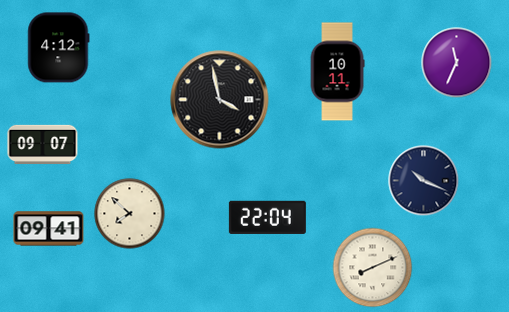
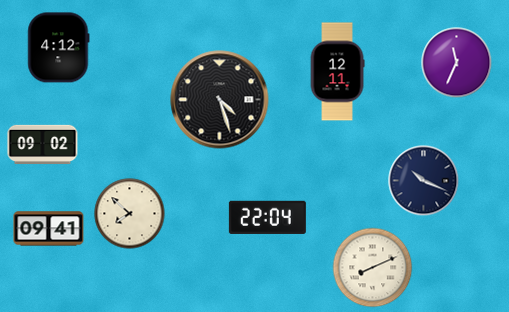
clock at (337, 72): 10:11 -> 12:11
clock at (220, 100): 3:58 -> 4:27
clock at (43, 144): 09:07 -> 09:02
